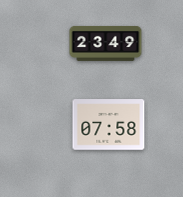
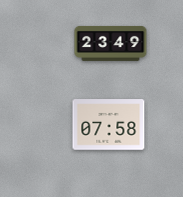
clock at (106, 43) position: (106, 43) -> (111, 43)
